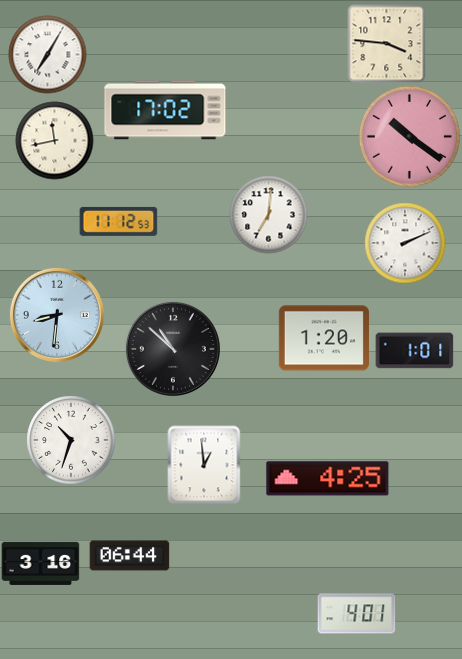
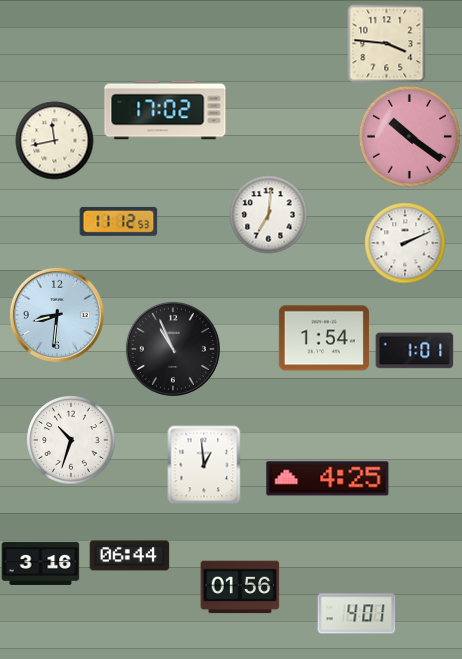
clock at (47, 54): 7:05 -> none
clock at (324, 338): 1:20 -> 1:54
clock at (173, 349): 10:52 -> 10:56
clock at (240, 587): none -> 01:56
